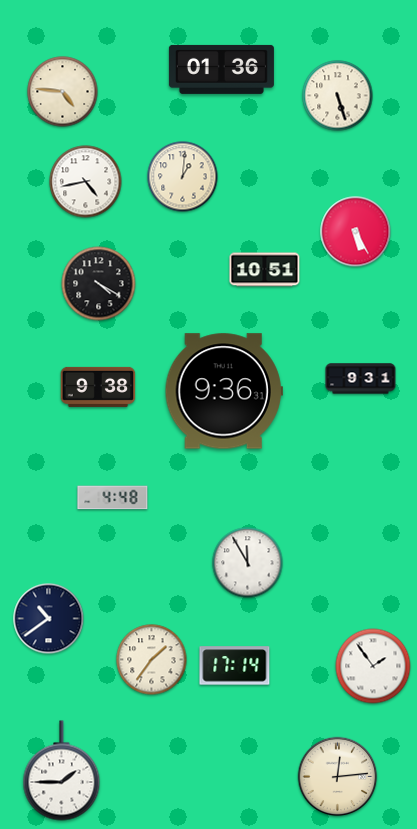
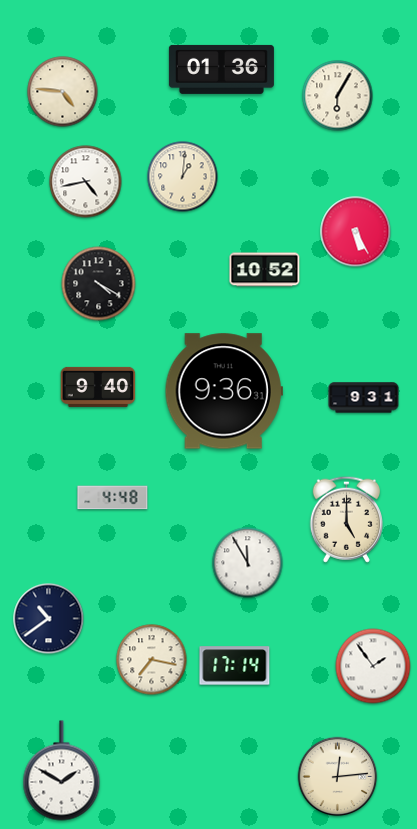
clock at (338, 96): 5:27 -> 6:05
clock at (265, 270): 10:51 -> 10:52
clock at (361, 379) position: (361, 379) -> (364, 398)
clock at (98, 387): 9:38 -> 9:40
clock at (346, 519): none -> 5:00
clock at (152, 660): 1:36 -> 7:17
clock at (62, 771): 1:45 -> 1:50
